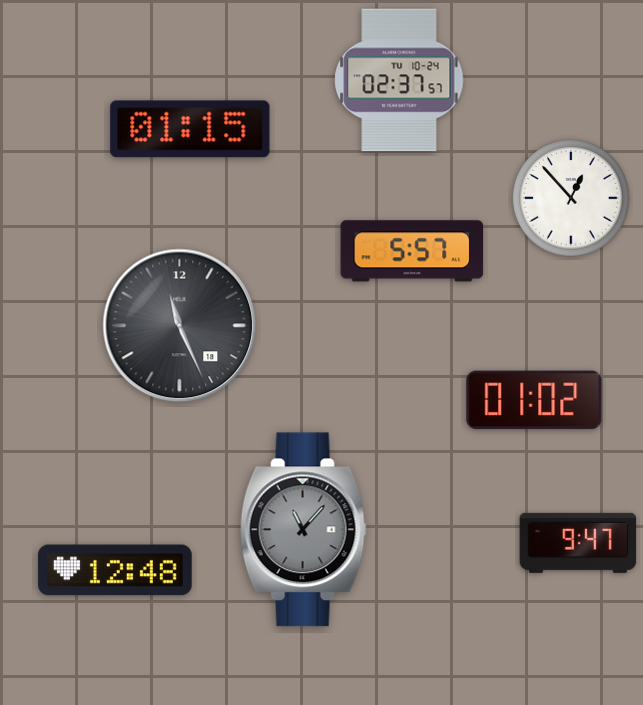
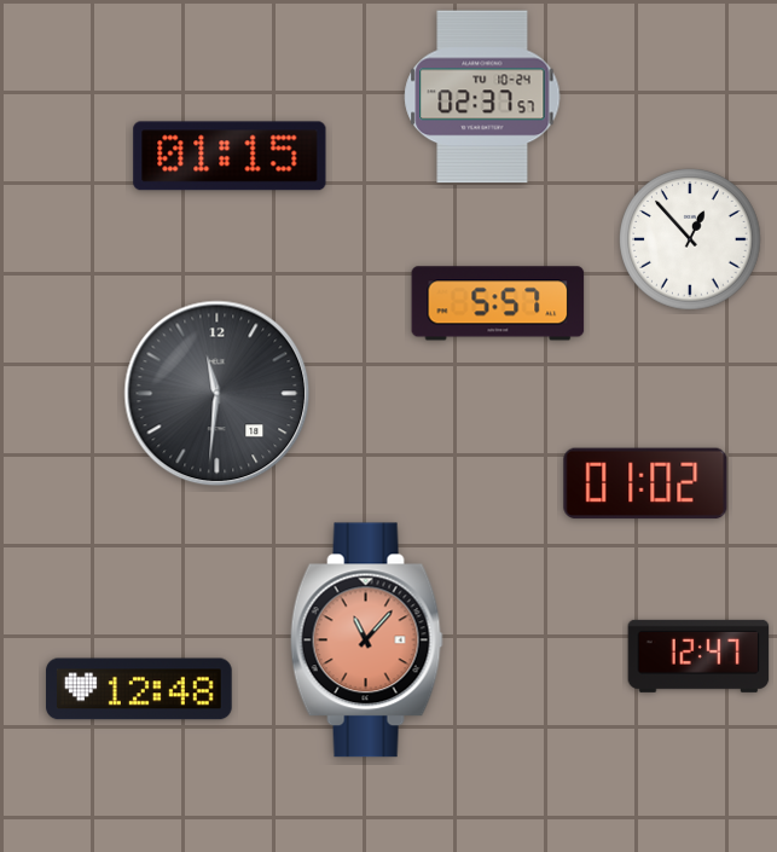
clock at (180, 326): 11:26 -> 11:31
clock at (303, 530) dial: grey -> salmon
clock at (578, 543): 9:47 -> 12:47
